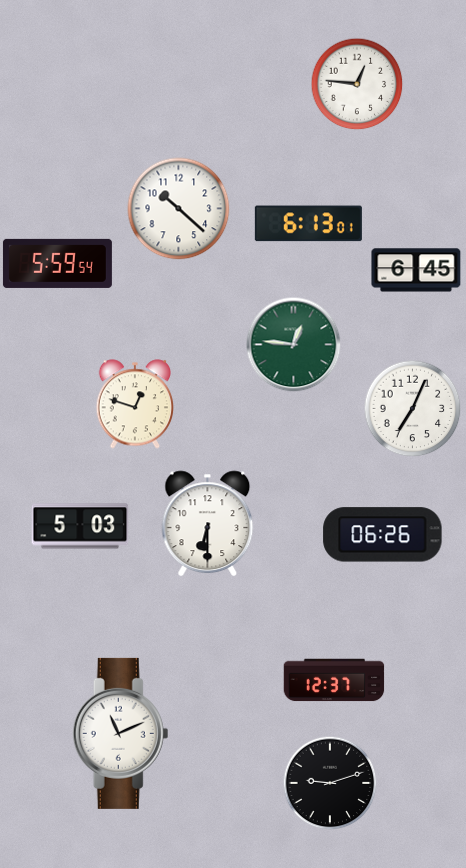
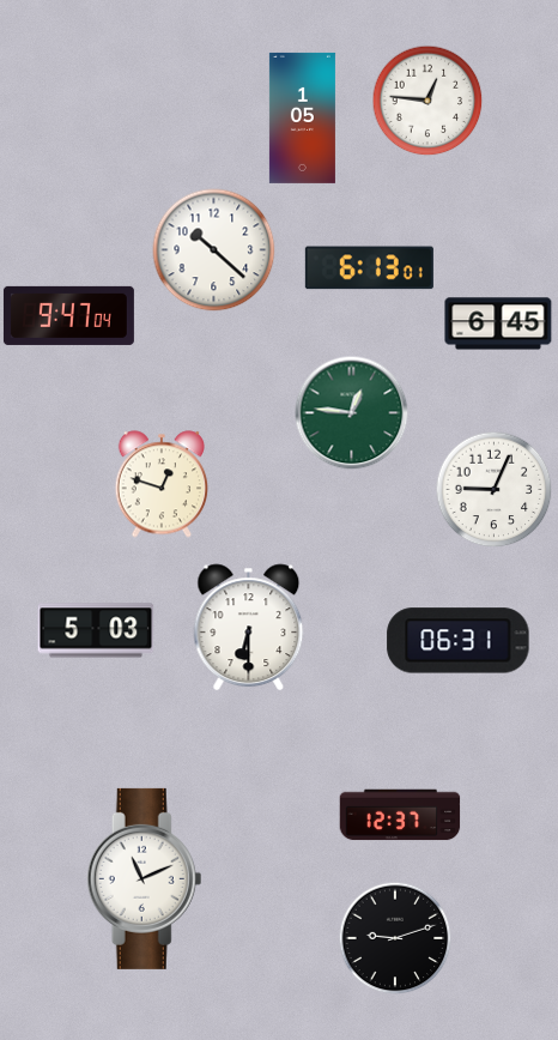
clock at (302, 117): none -> 1:05
clock at (57, 263): 5:59 -> 9:47
clock at (412, 408): 7:04 -> 9:04
clock at (383, 535): 06:26 -> 06:31
